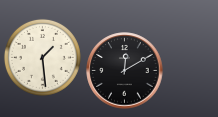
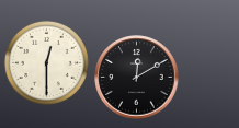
clock at (42, 57): 1:29 -> 12:30
